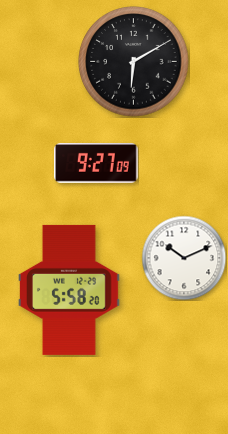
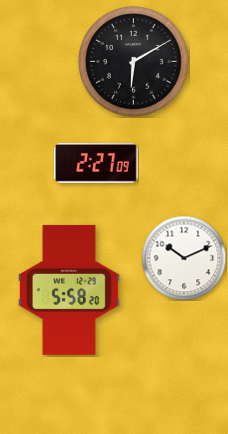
clock at (96, 164): 9:27 -> 2:27
